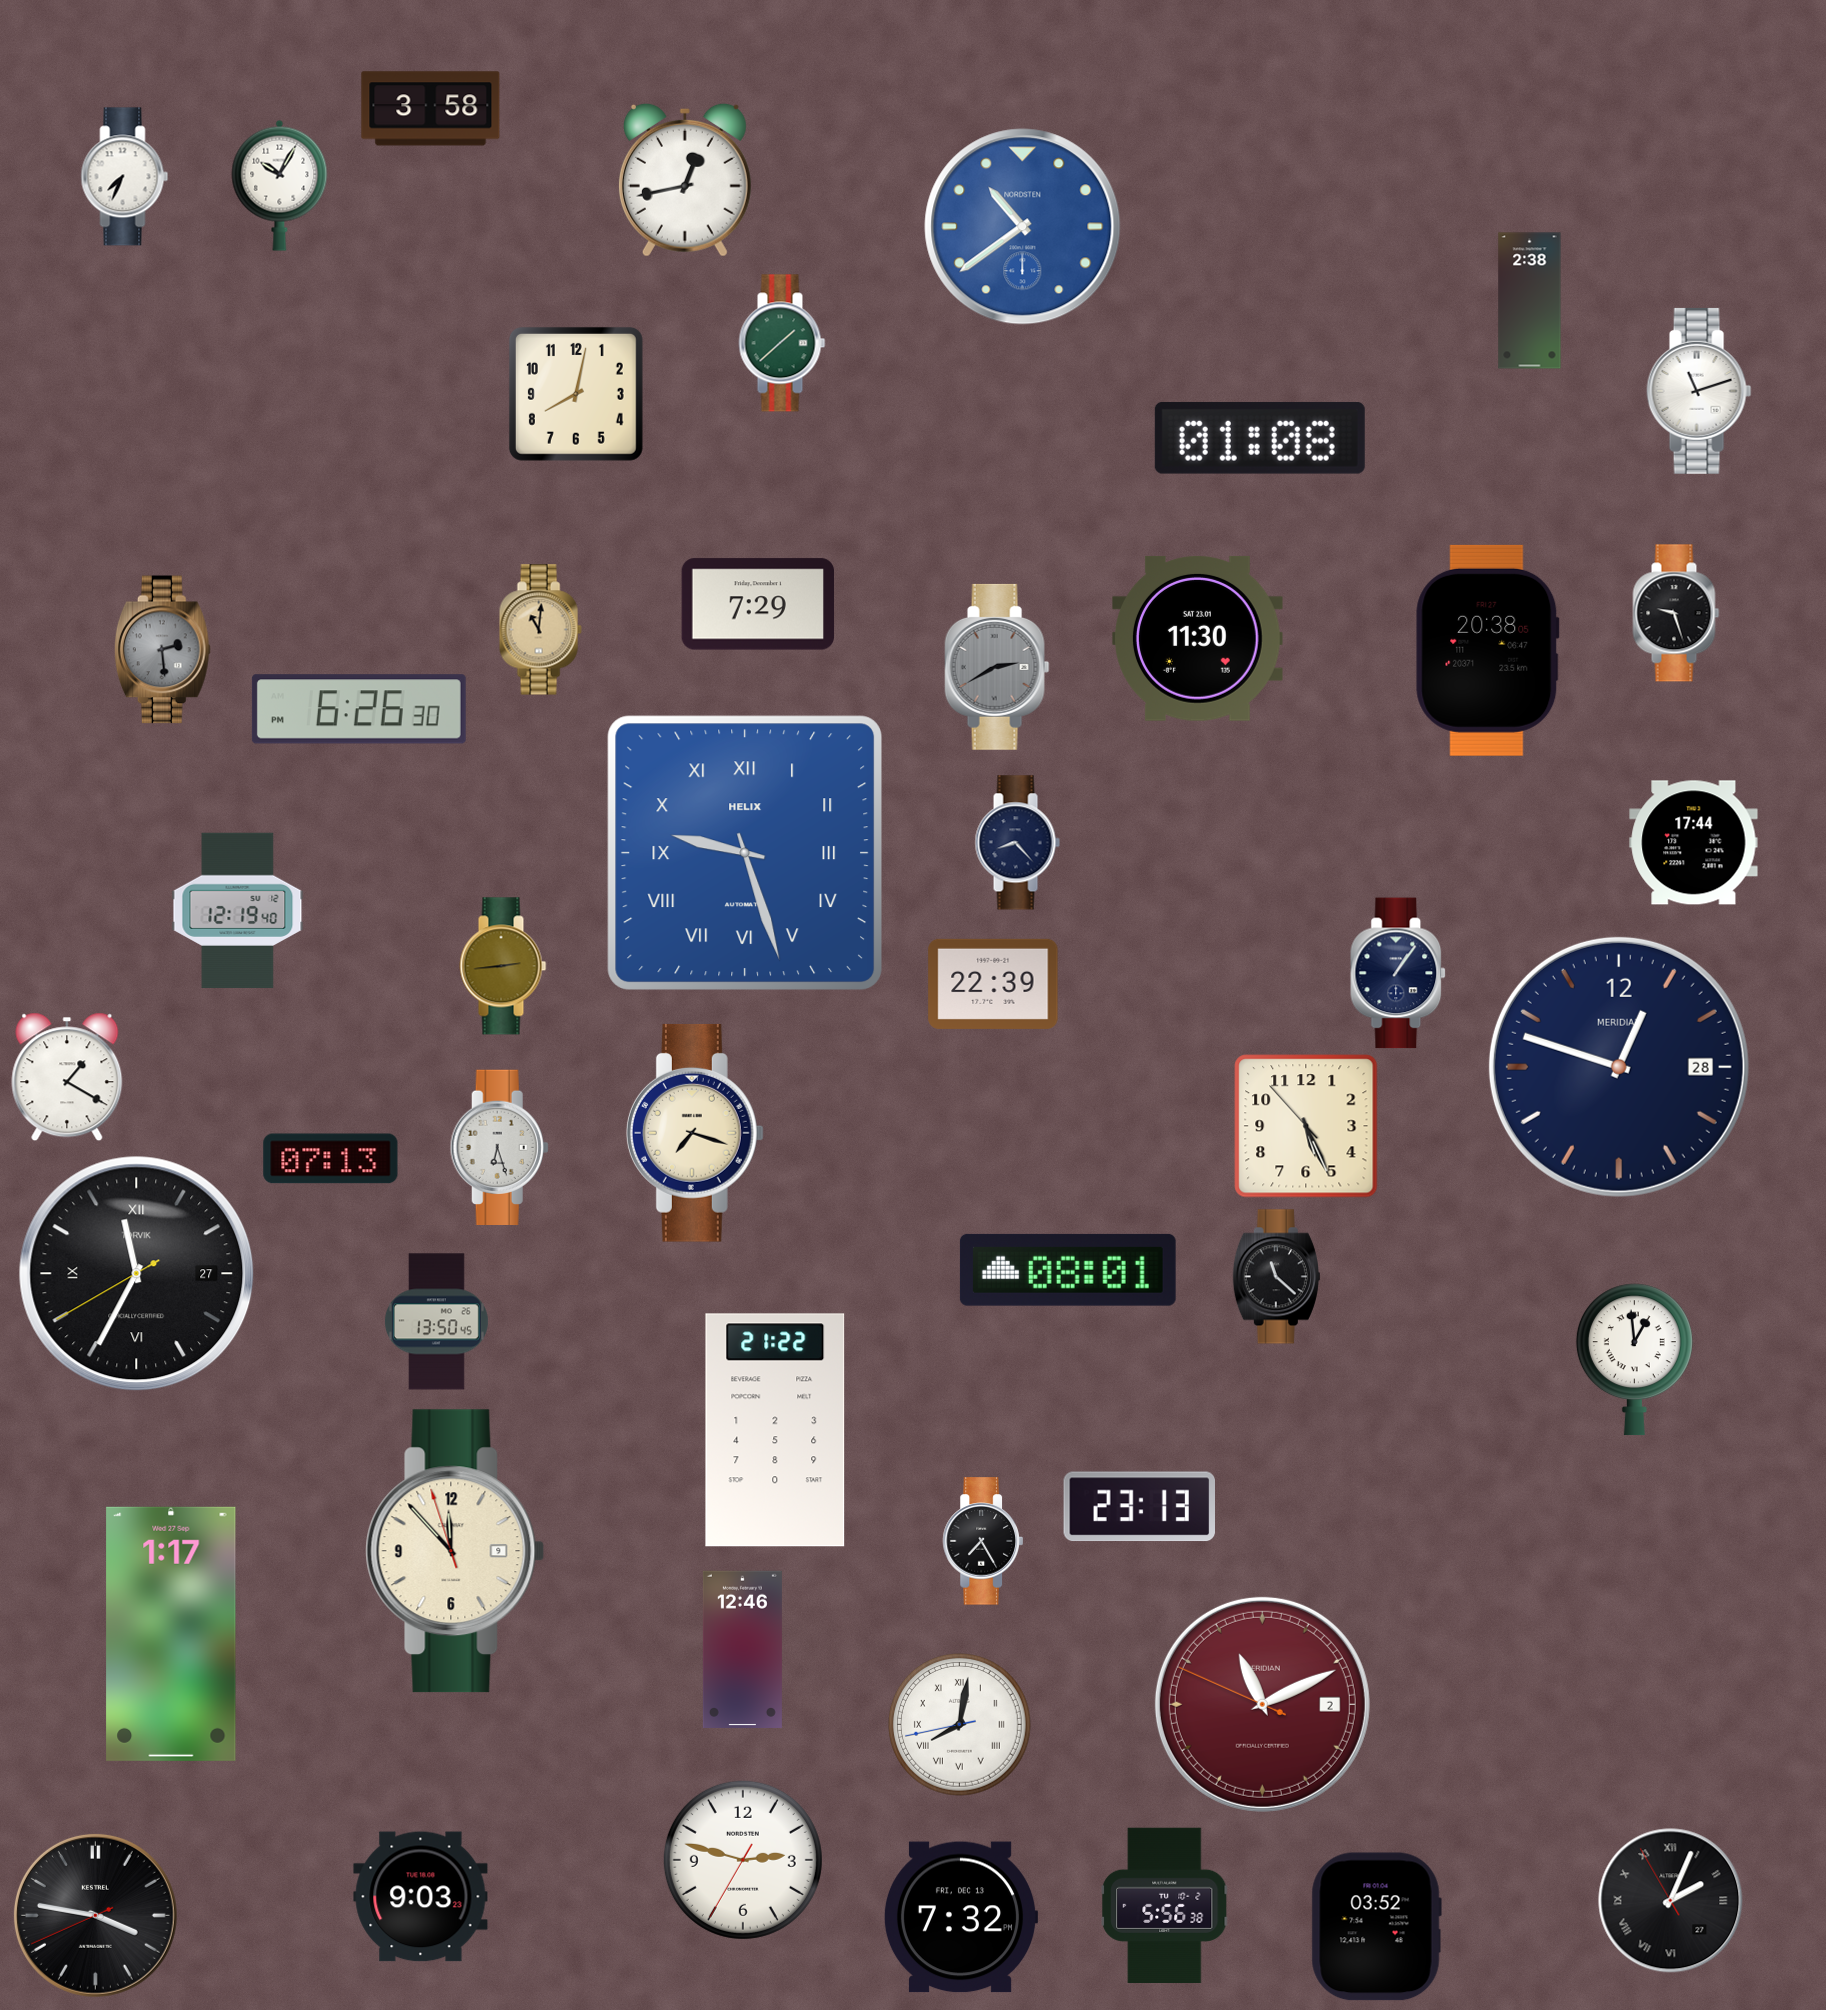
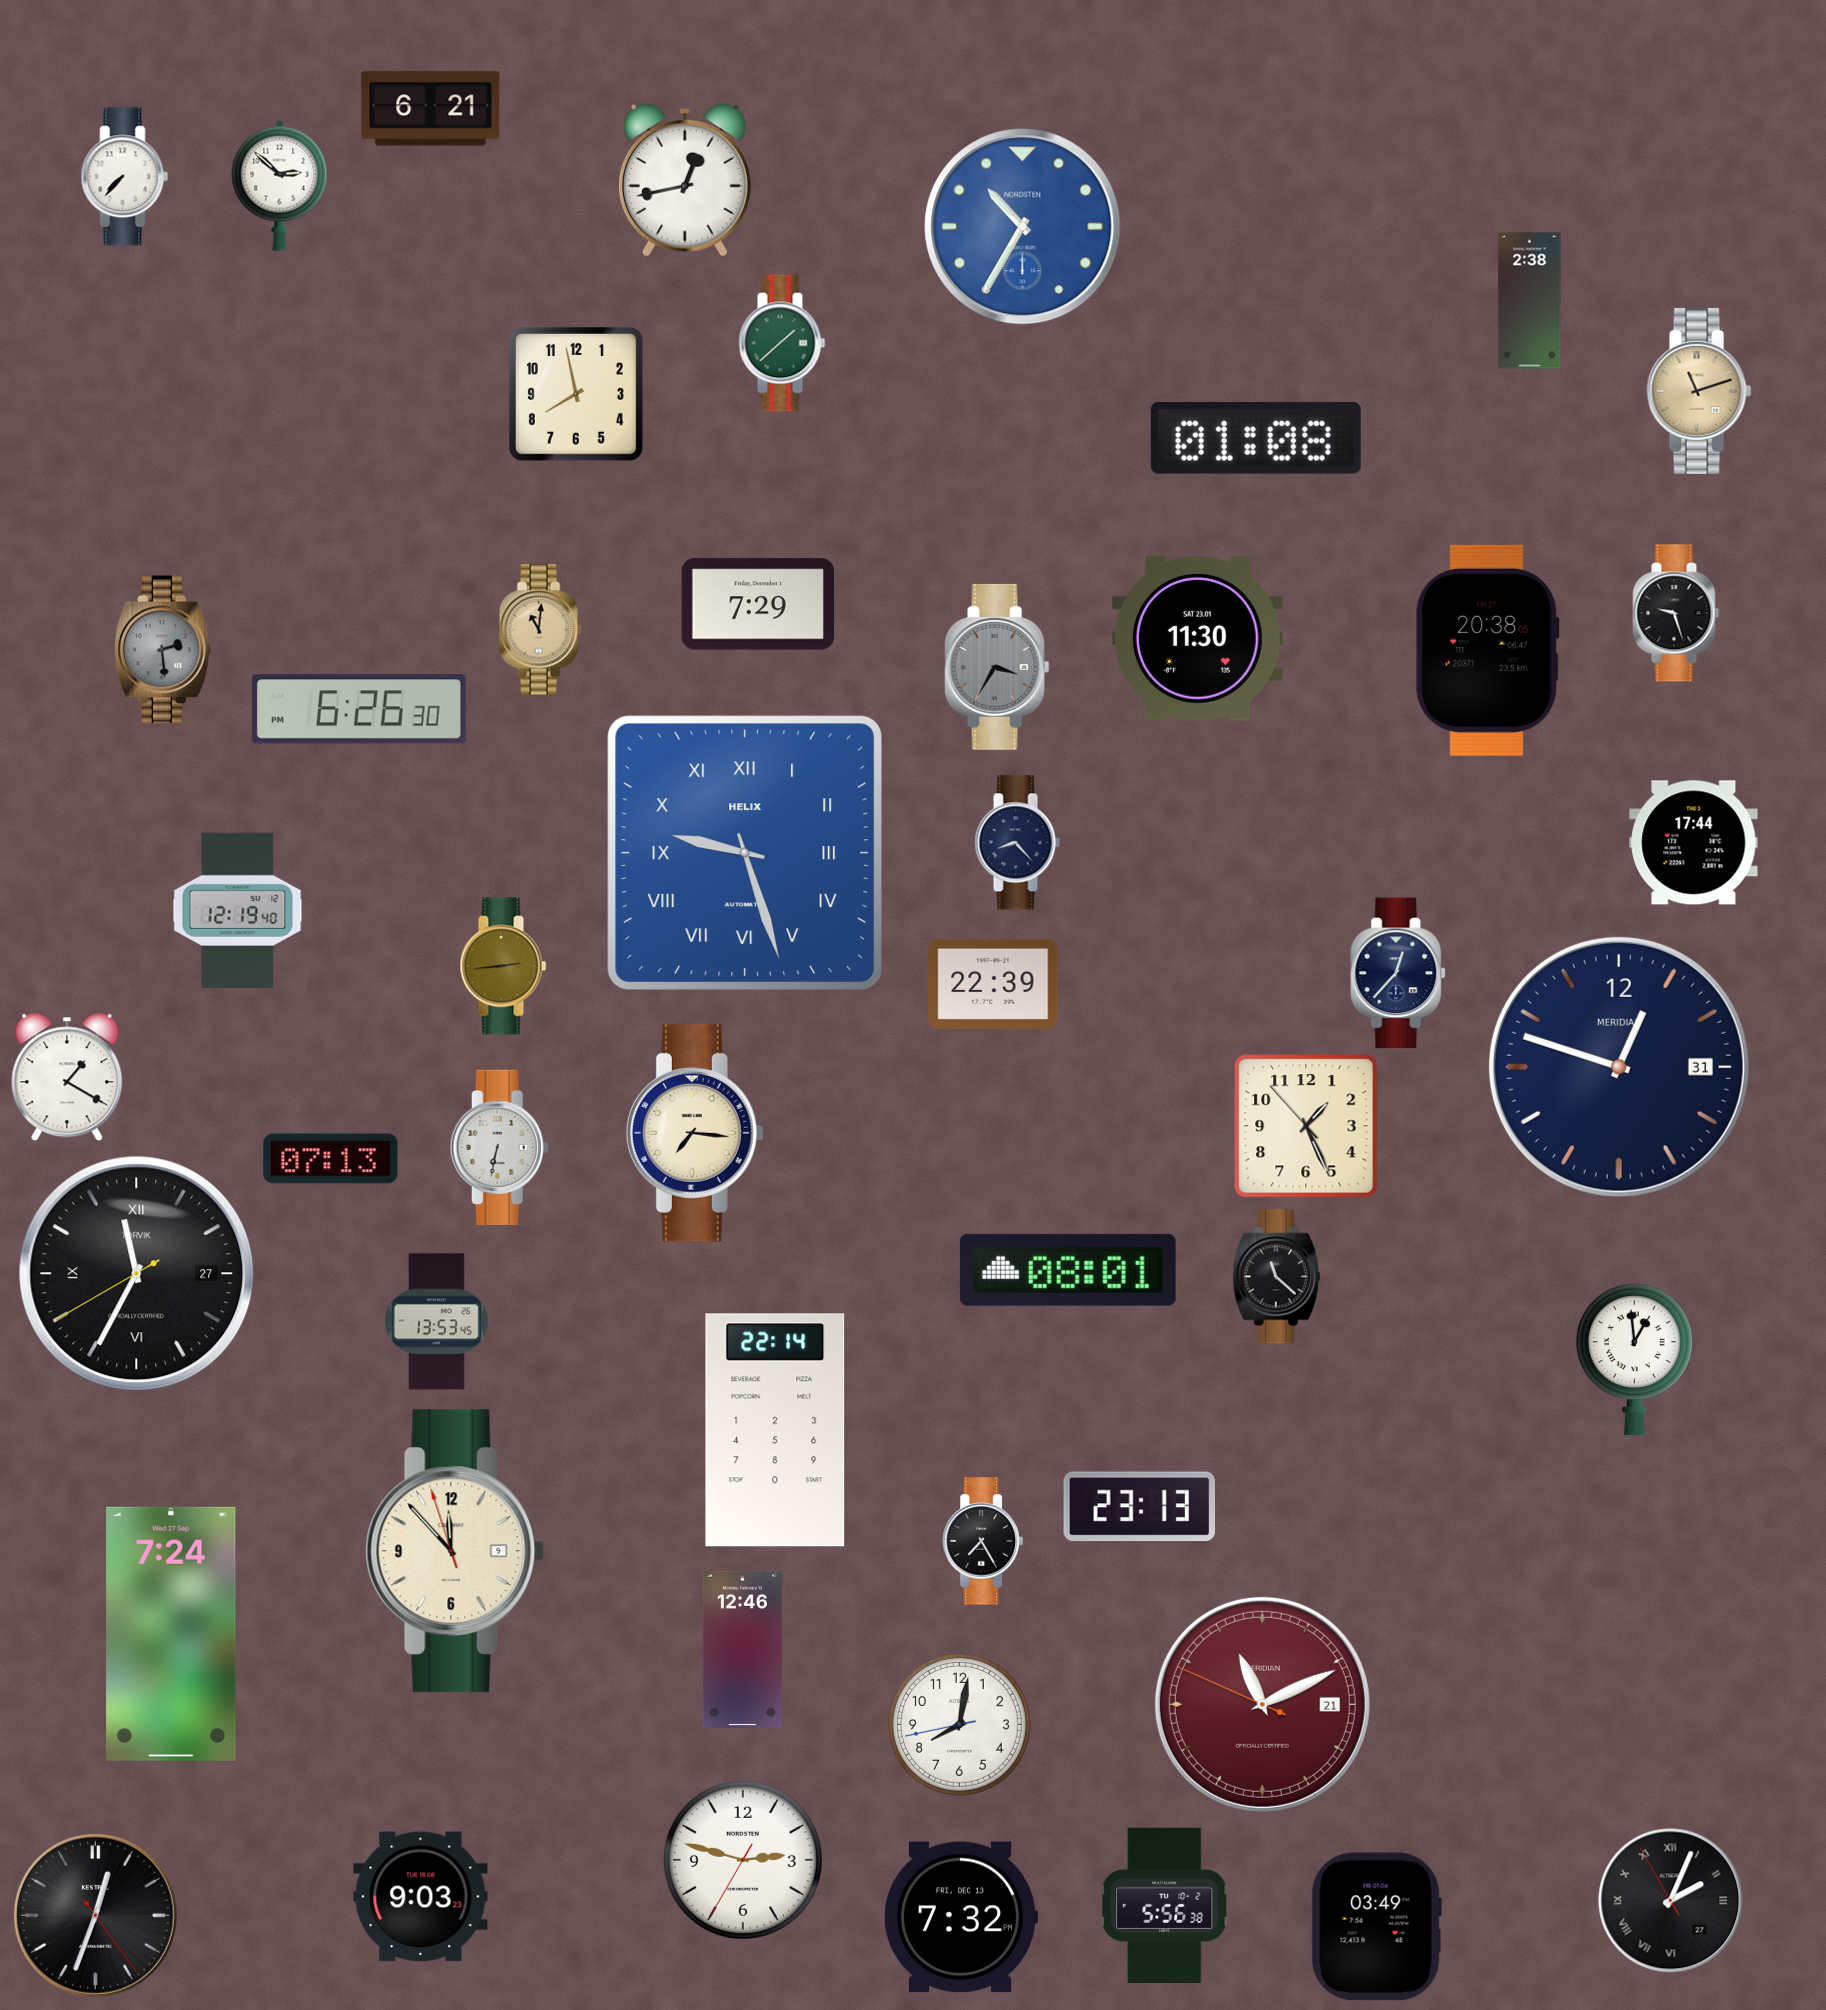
clock at (431, 109): 3:58 -> 6:21
clock at (125, 177): 7:34 -> 7:37
clock at (280, 185): 10:05 -> 2:52
clock at (1023, 227): 10:39 -> 10:35
clock at (1699, 391) dial: white -> champagne
clock at (576, 394): 8:02 -> 7:58
clock at (1260, 438) position: (1260, 438) -> (1256, 438)
clock at (997, 667): 2:40 -> 3:35
clock at (1399, 973): 1:06 -> 12:37
clock at (1619, 1067) date: 28 -> 31
clock at (1306, 1126): 5:25 -> 1:25
clock at (695, 1133): 7:18 -> 7:16
clock at (499, 1147): 6:27 -> 6:32
clock at (436, 1322): 13:50 -> 13:53
clock at (775, 1430): 21:22 -> 22:14
clock at (171, 1634): 1:17 -> 7:24
clock at (1262, 1704) date: 2 -> 21
clock at (960, 1725) numerals: Roman -> Arabic
clock at (95, 1915): 3:46 -> 12:33
clock at (1376, 1927): 03:52 -> 03:49
